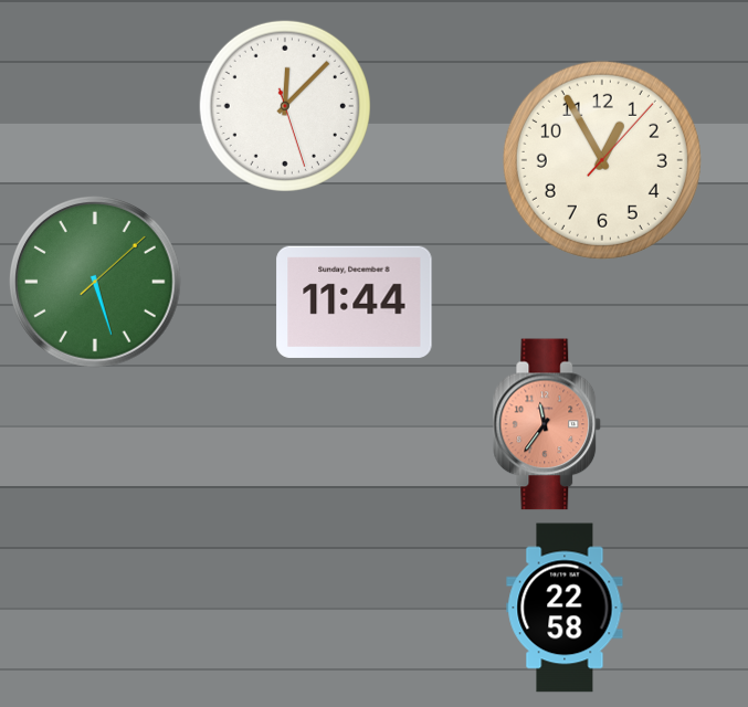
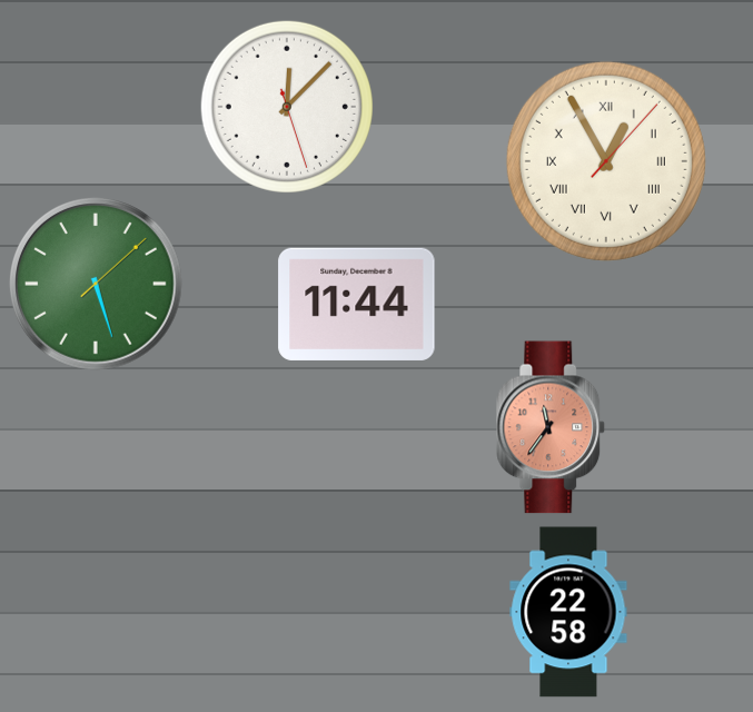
clock at (602, 160) numerals: Arabic -> Roman
